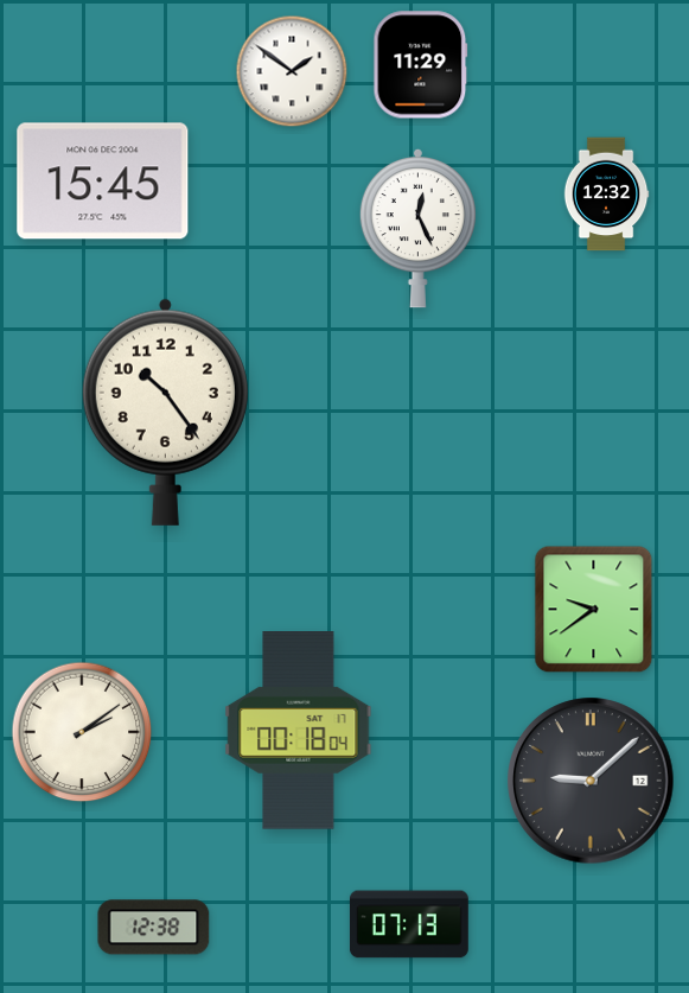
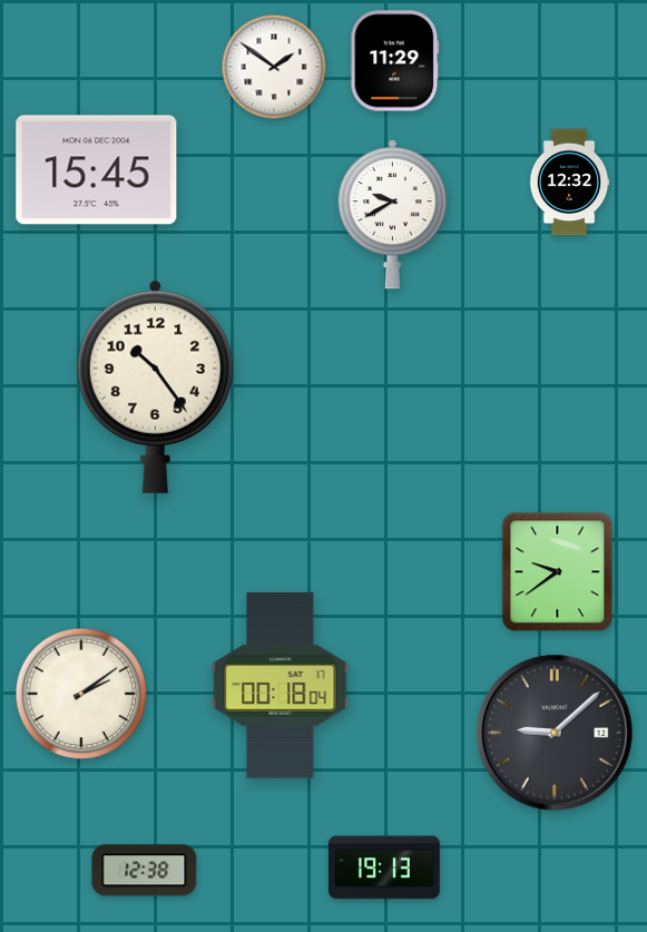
clock at (417, 228): 12:26 -> 9:40
clock at (82, 732) position: (82, 732) -> (81, 694)
clock at (409, 924): 07:13 -> 19:13
